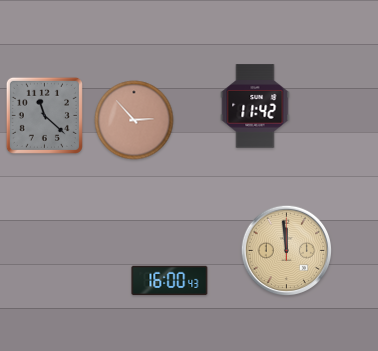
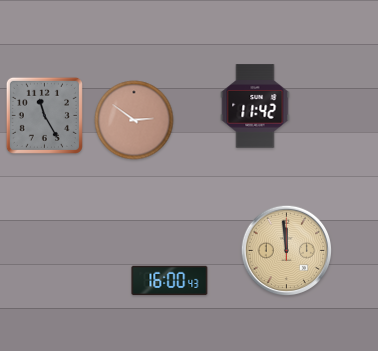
clock at (44, 115): 11:22 -> 11:25
clock at (134, 120): 2:53 -> 2:51
